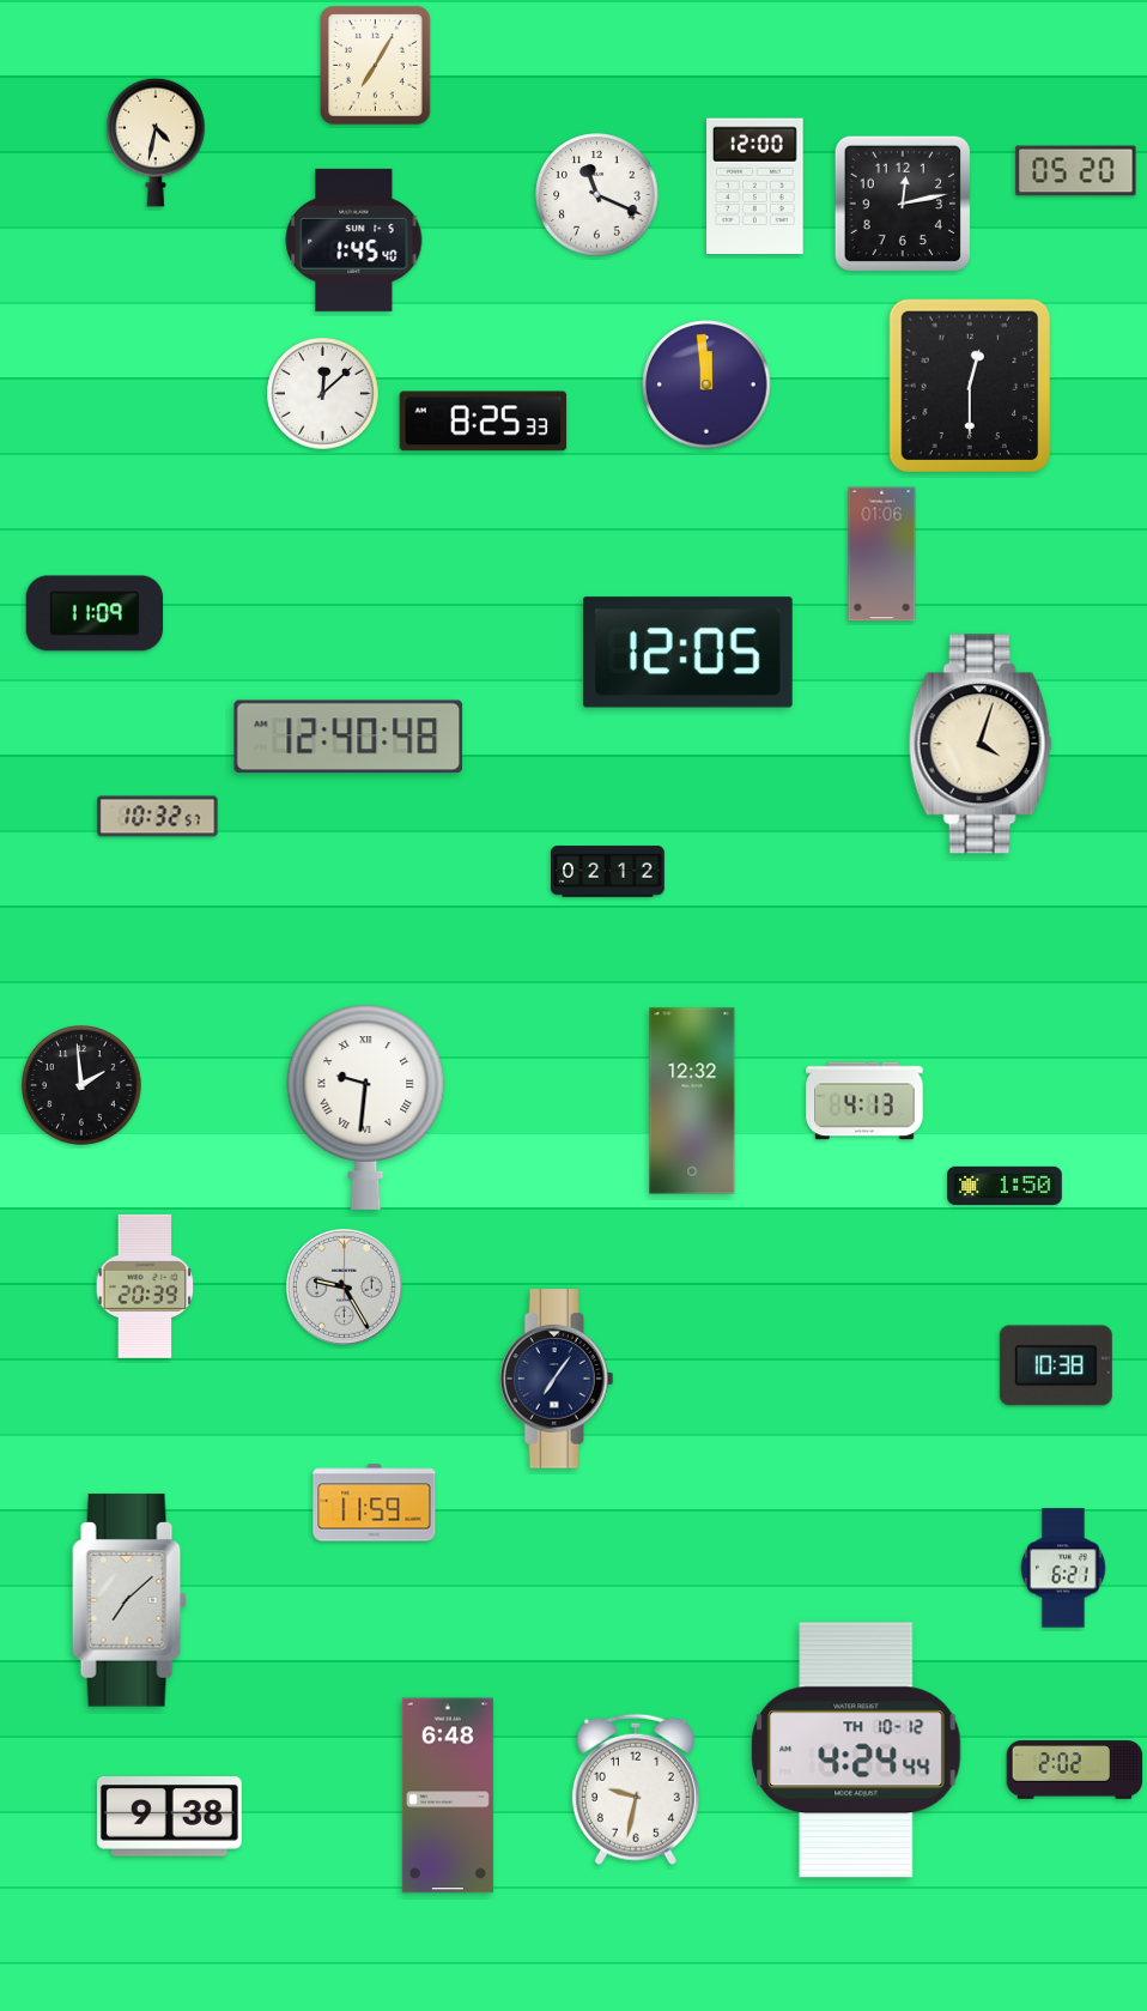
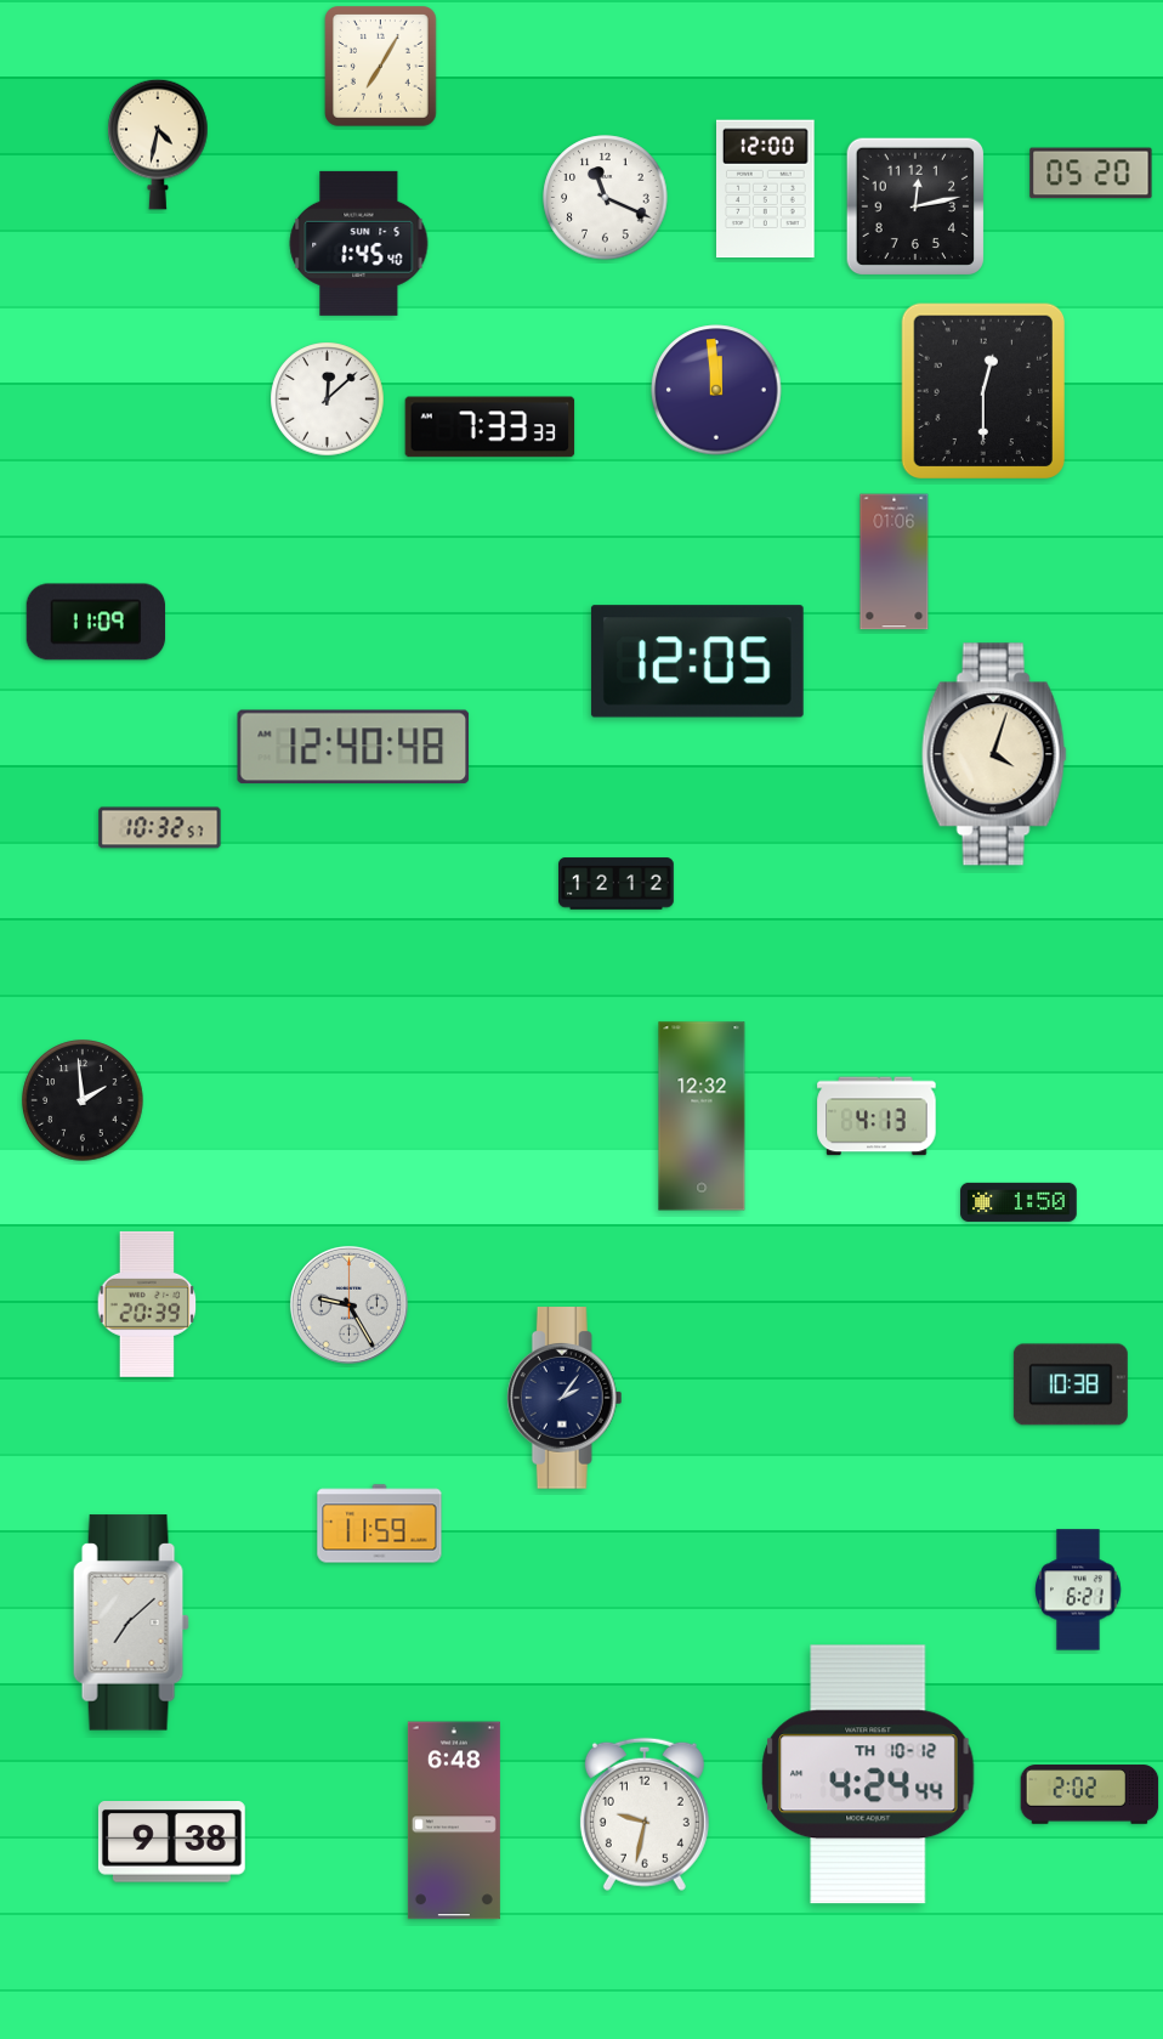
clock at (484, 422): 8:25 -> 7:33
clock at (608, 872): 02:12 -> 12:12
clock at (366, 1107): 9:31 -> none
clock at (557, 1379): 7:06 -> 2:06
